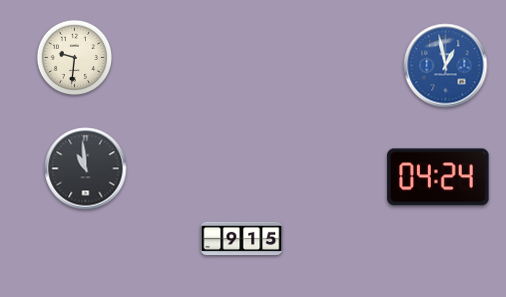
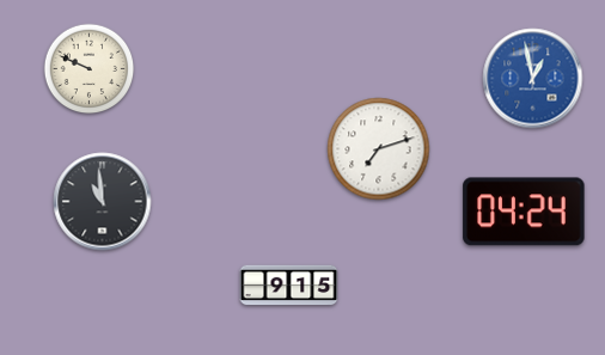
clock at (75, 58): 9:31 -> 9:49
clock at (379, 149): none -> 7:12
